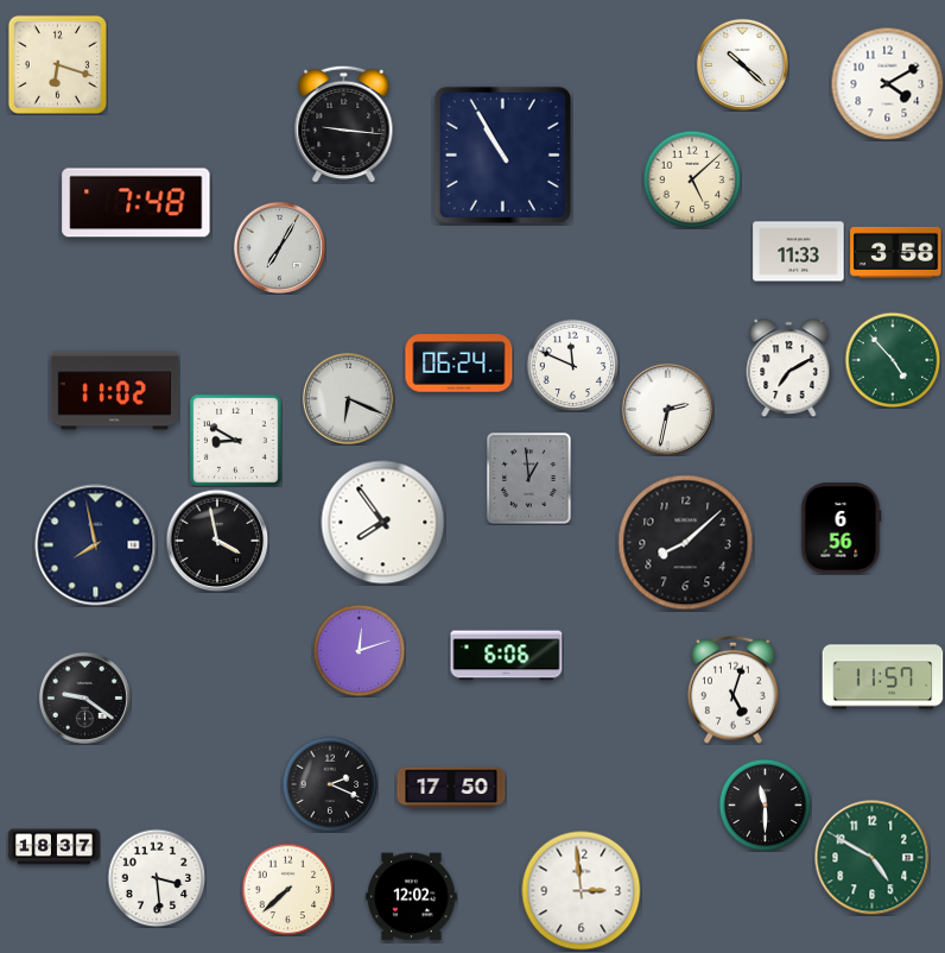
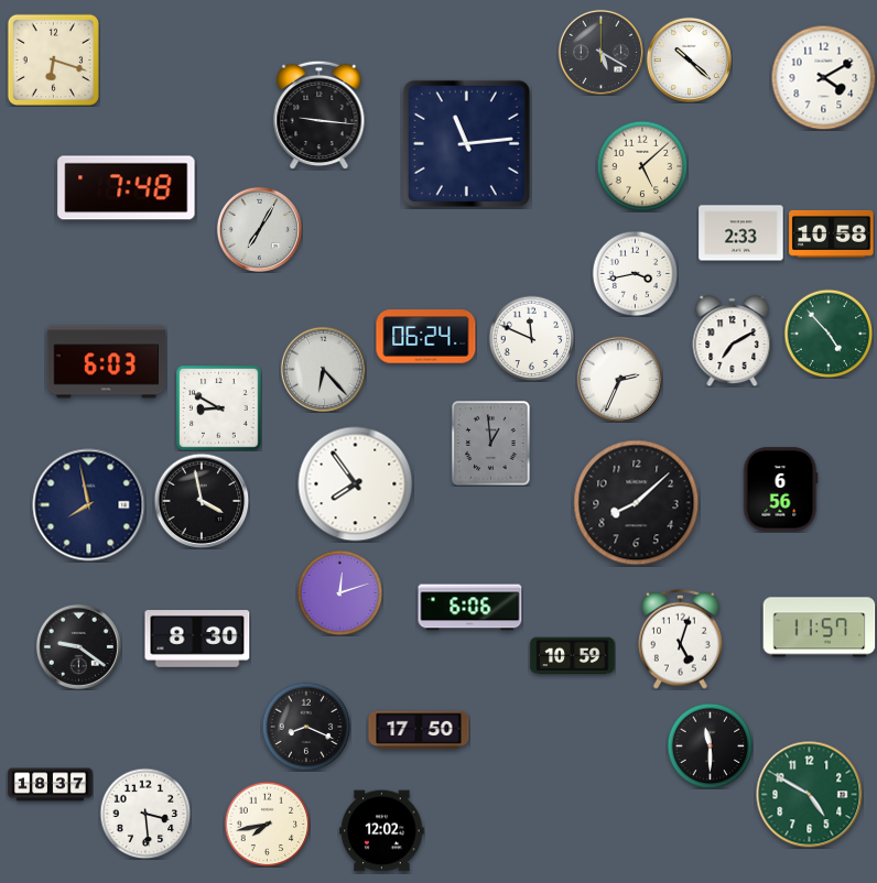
clock at (600, 52): none -> 5:20
clock at (502, 154): 10:55 -> 11:14
clock at (799, 252): 11:33 -> 2:33
clock at (896, 252): 3:58 -> 10:58
clock at (635, 273): none -> 3:43
clock at (114, 391): 11:02 -> 6:03
clock at (348, 398): 6:19 -> 6:23
clock at (667, 409): 2:32 -> 2:34
clock at (359, 650) position: (359, 650) -> (339, 592)
clock at (197, 639): none -> 8:30
clock at (573, 656): none -> 10:59
clock at (330, 784): 2:19 -> 8:19
clock at (287, 889): 7:38 -> 7:43
clock at (582, 891): 2:59 -> none
